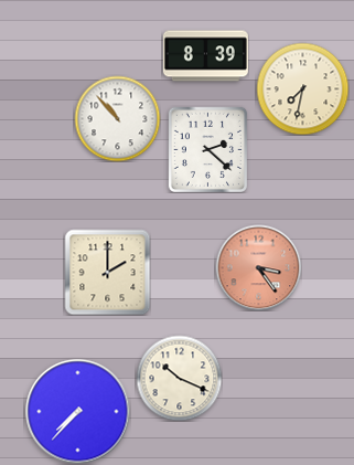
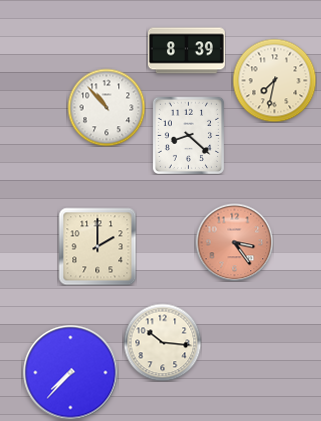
clock at (207, 149): 2:22 -> 8:22
clock at (179, 378): 10:19 -> 10:16
